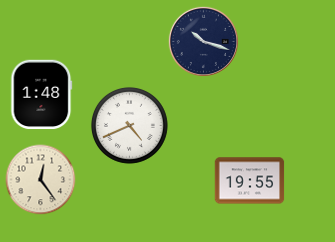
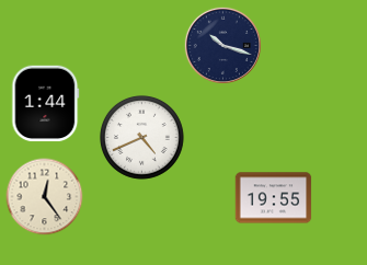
clock at (42, 95): 1:48 -> 1:44
